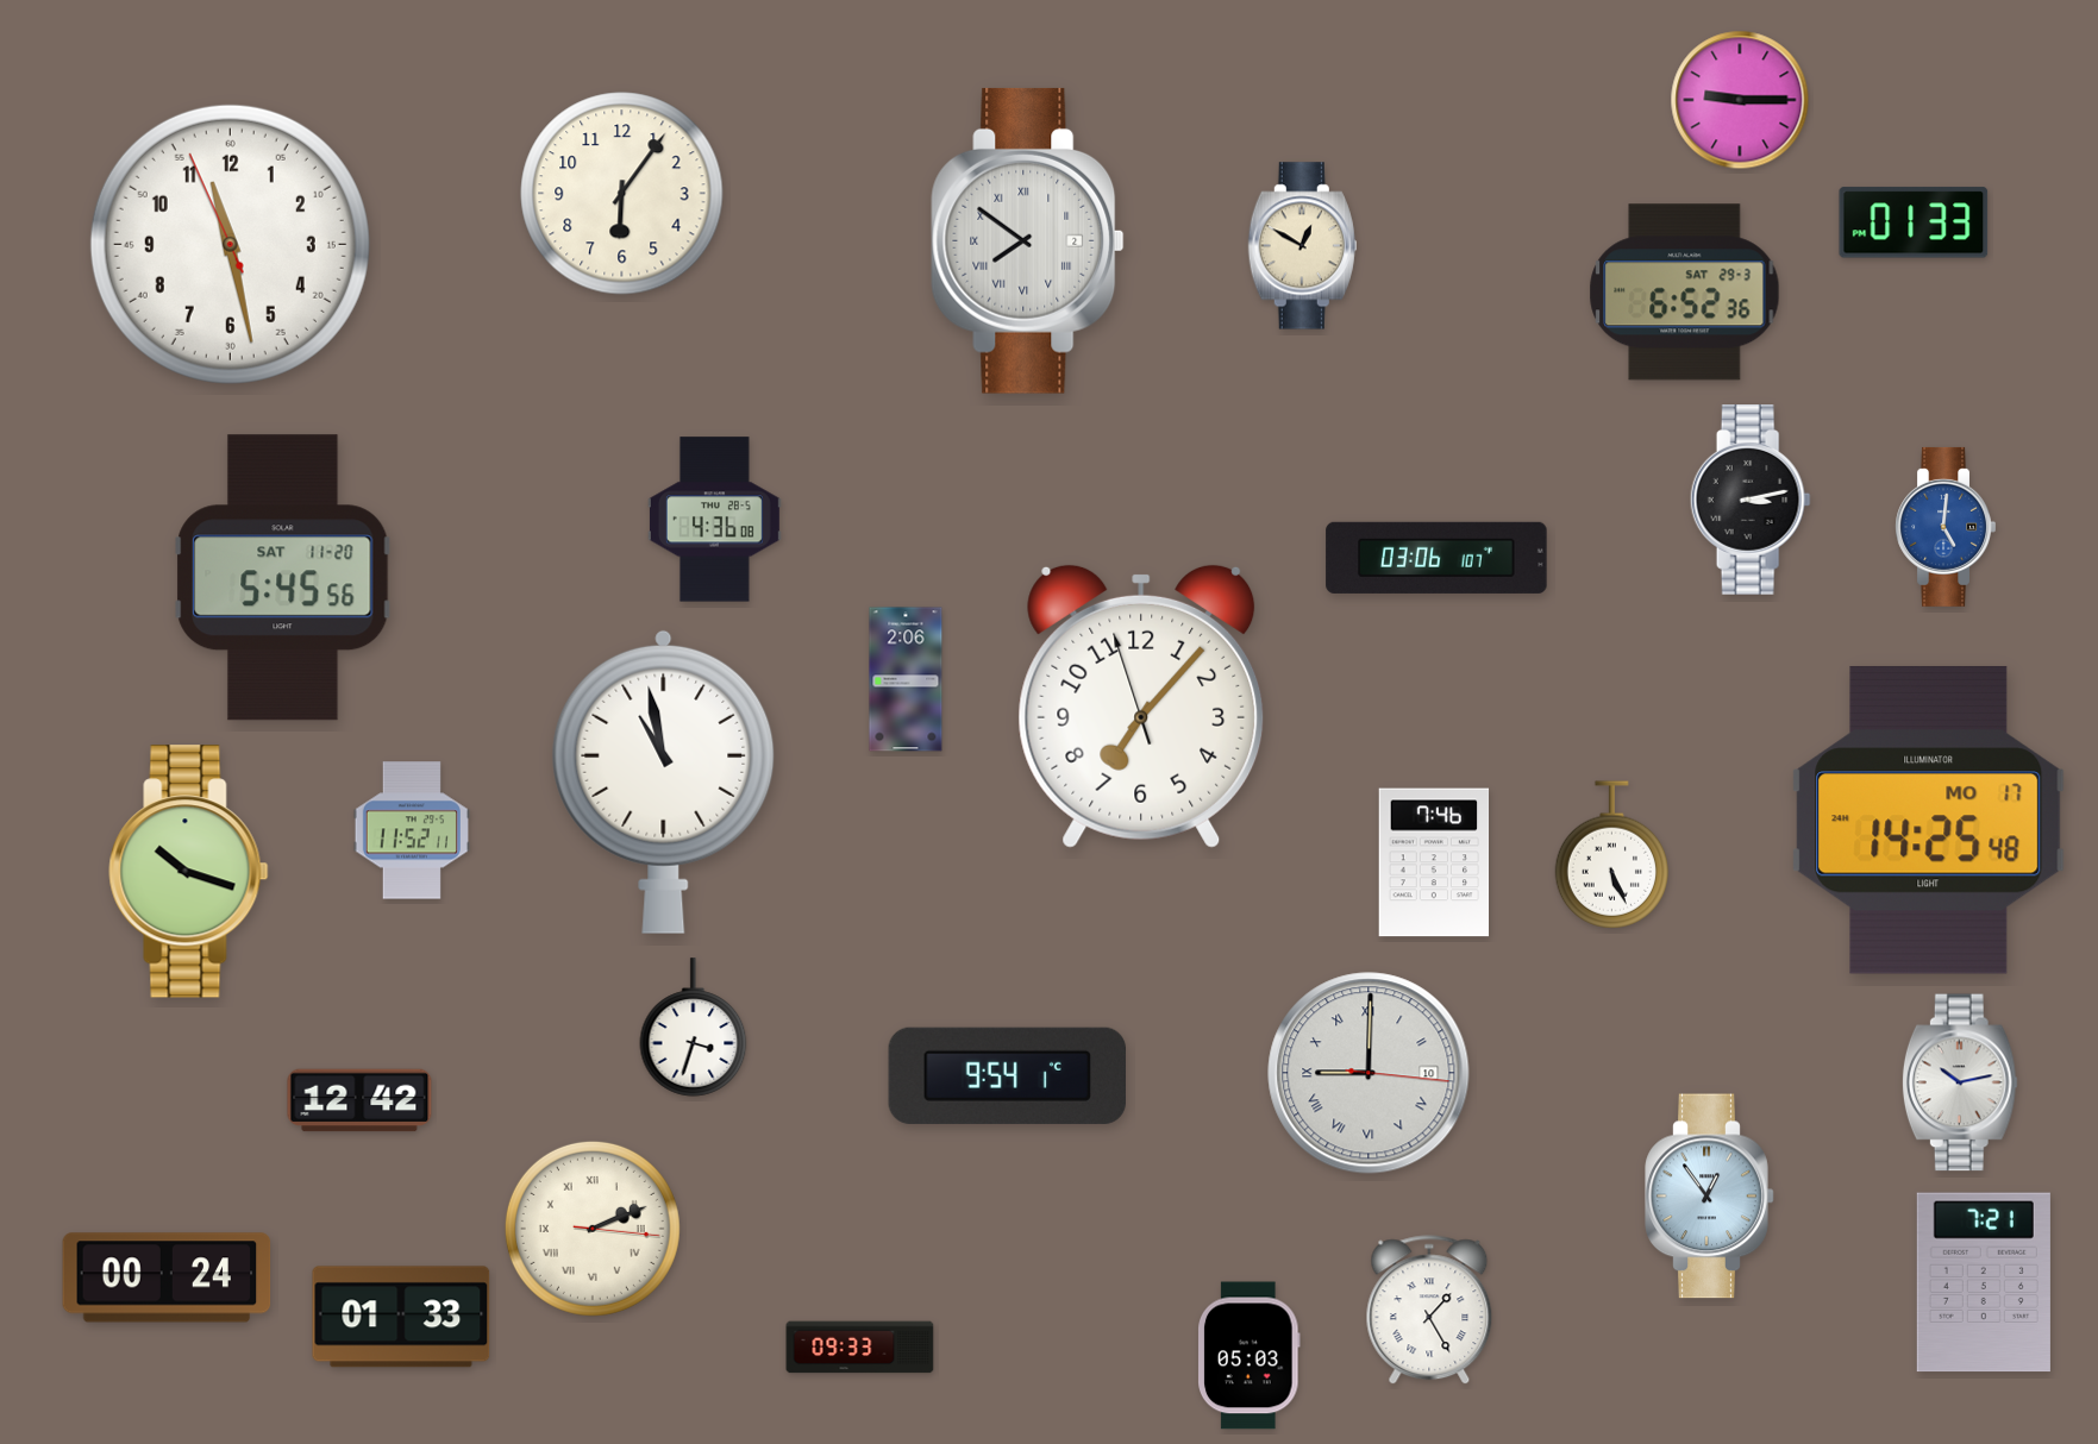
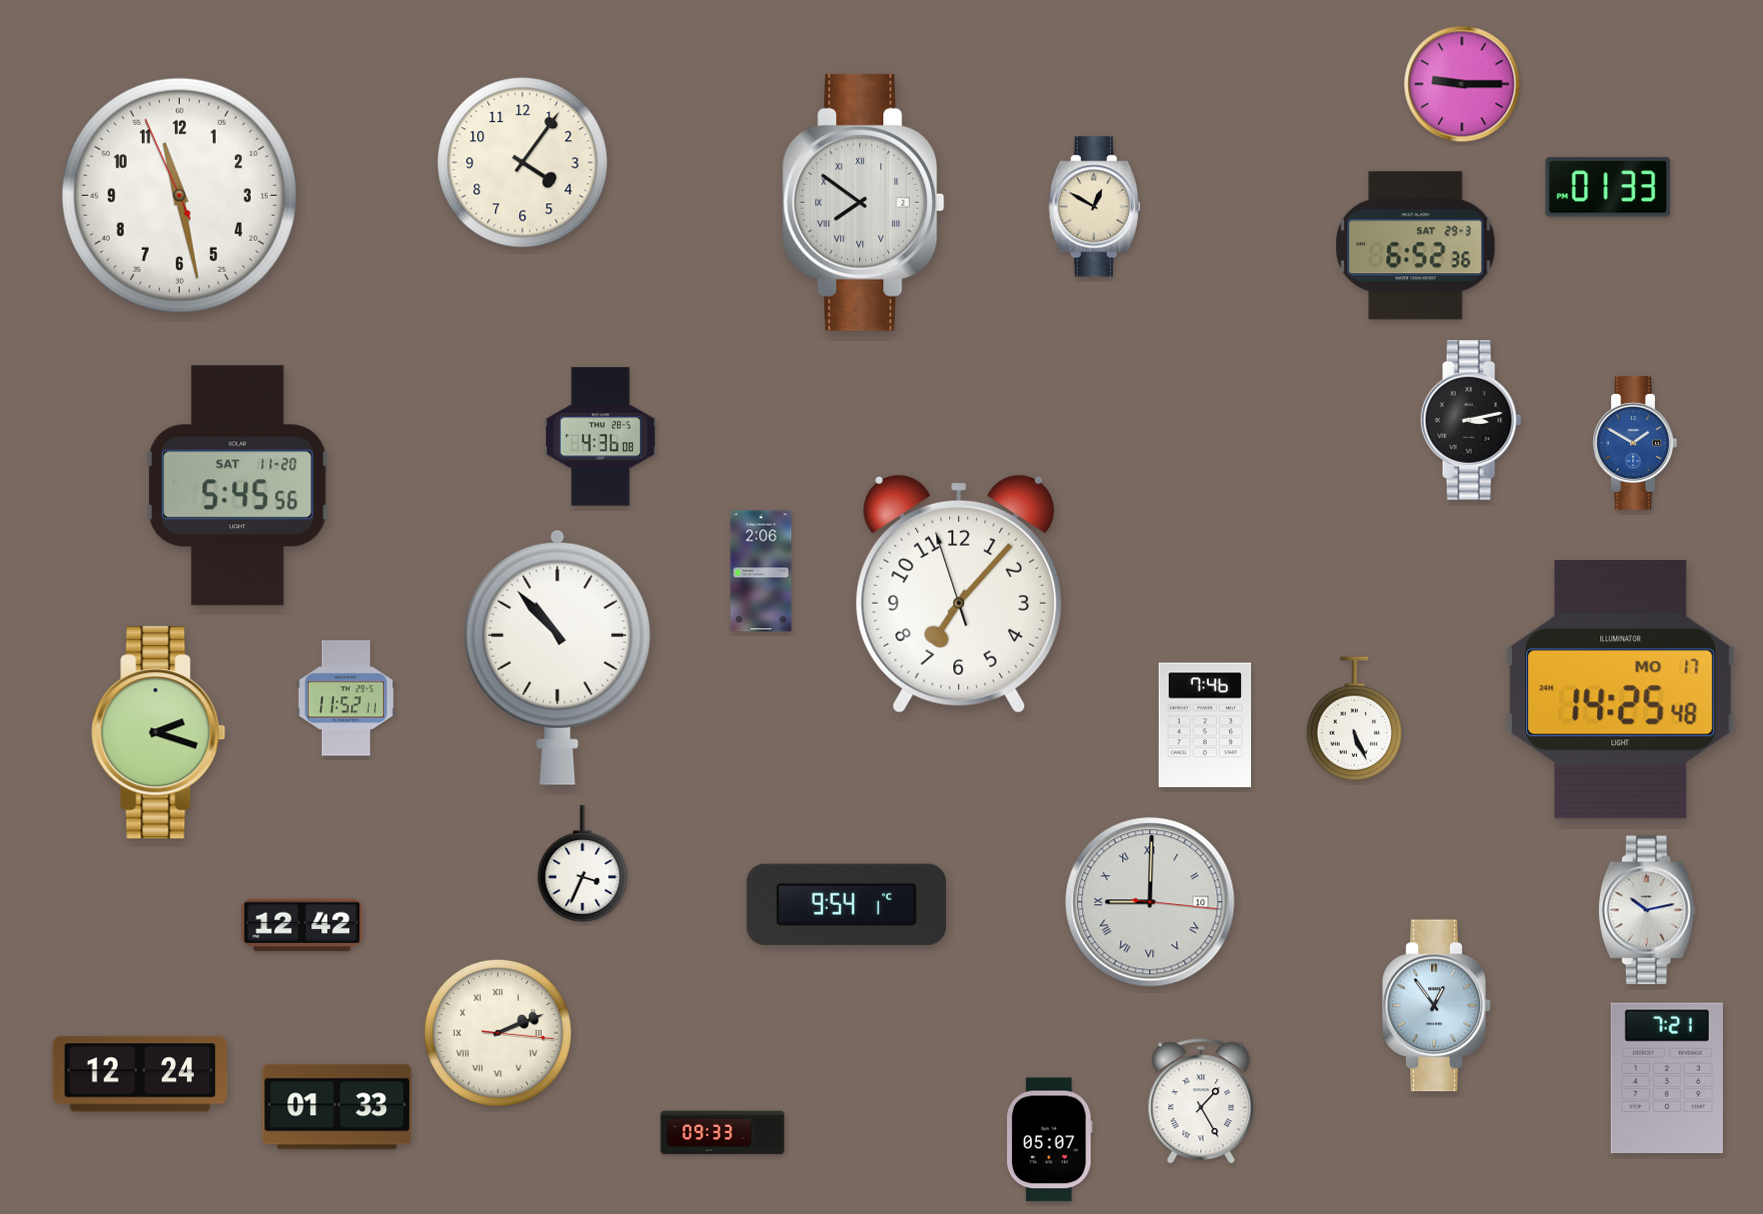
clock at (622, 194): 6:06 -> 4:06
clock at (230, 244) position: (230, 244) -> (179, 195)
clock at (1944, 527): 5:01 -> 1:50
clock at (1436, 558): 03:06 -> none
clock at (664, 781): 10:58 -> 10:53
clock at (189, 872): 10:18 -> 2:18
clock at (694, 1028): 3:33 -> 3:34
clock at (167, 1277): 00:24 -> 12:24
clock at (1250, 1356): 05:03 -> 05:07
